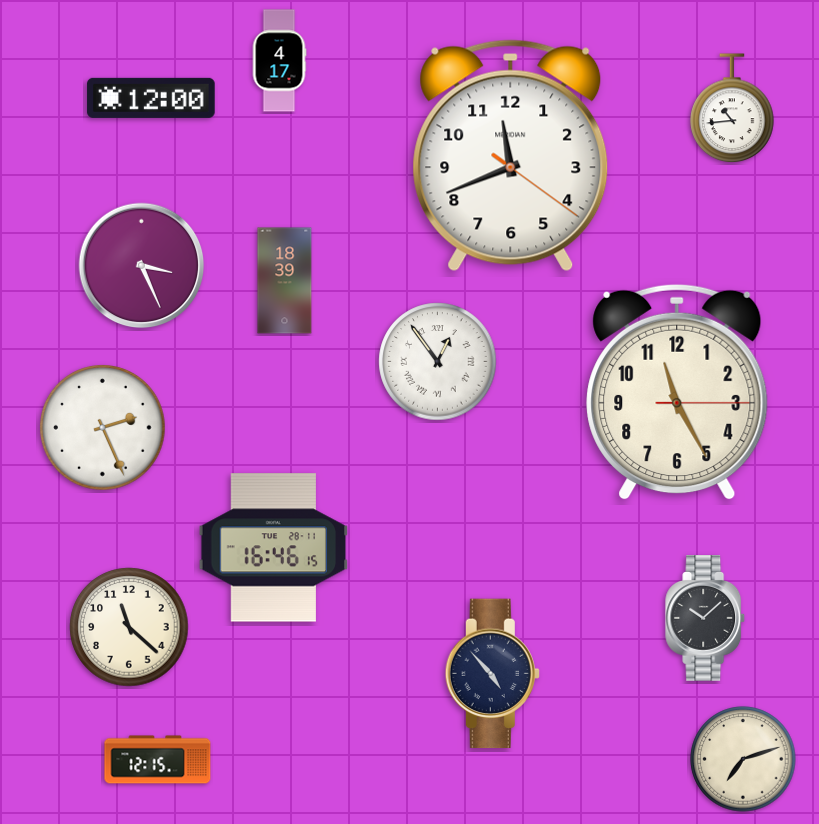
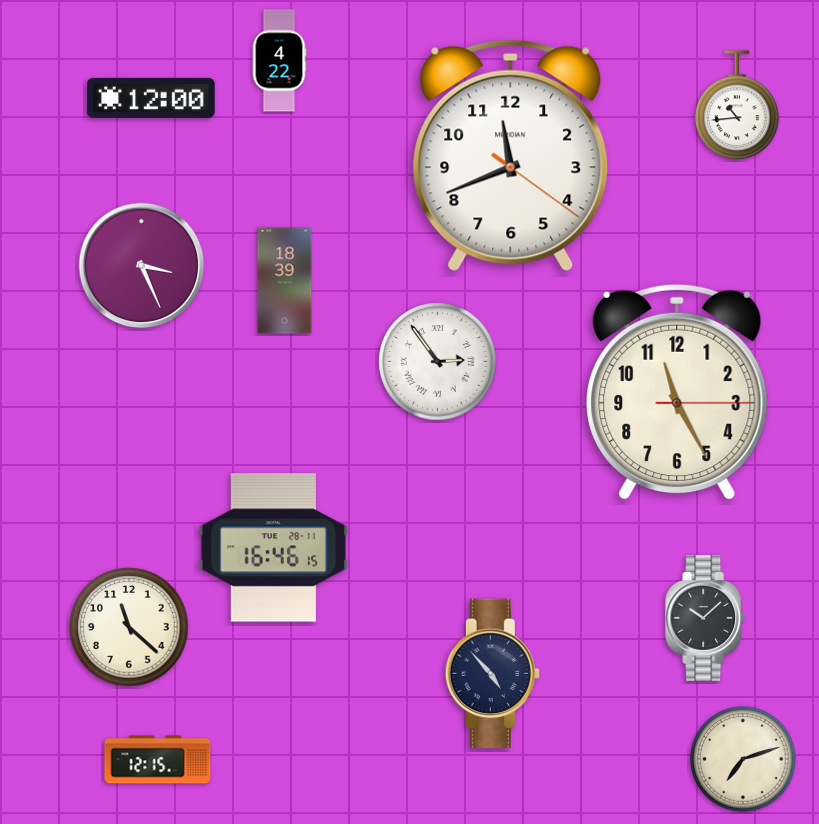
clock at (279, 61): 4:17 -> 4:22
clock at (732, 109) position: (732, 109) -> (737, 106)
clock at (438, 362): 12:54 -> 2:54
clock at (103, 428): 2:26 -> none
